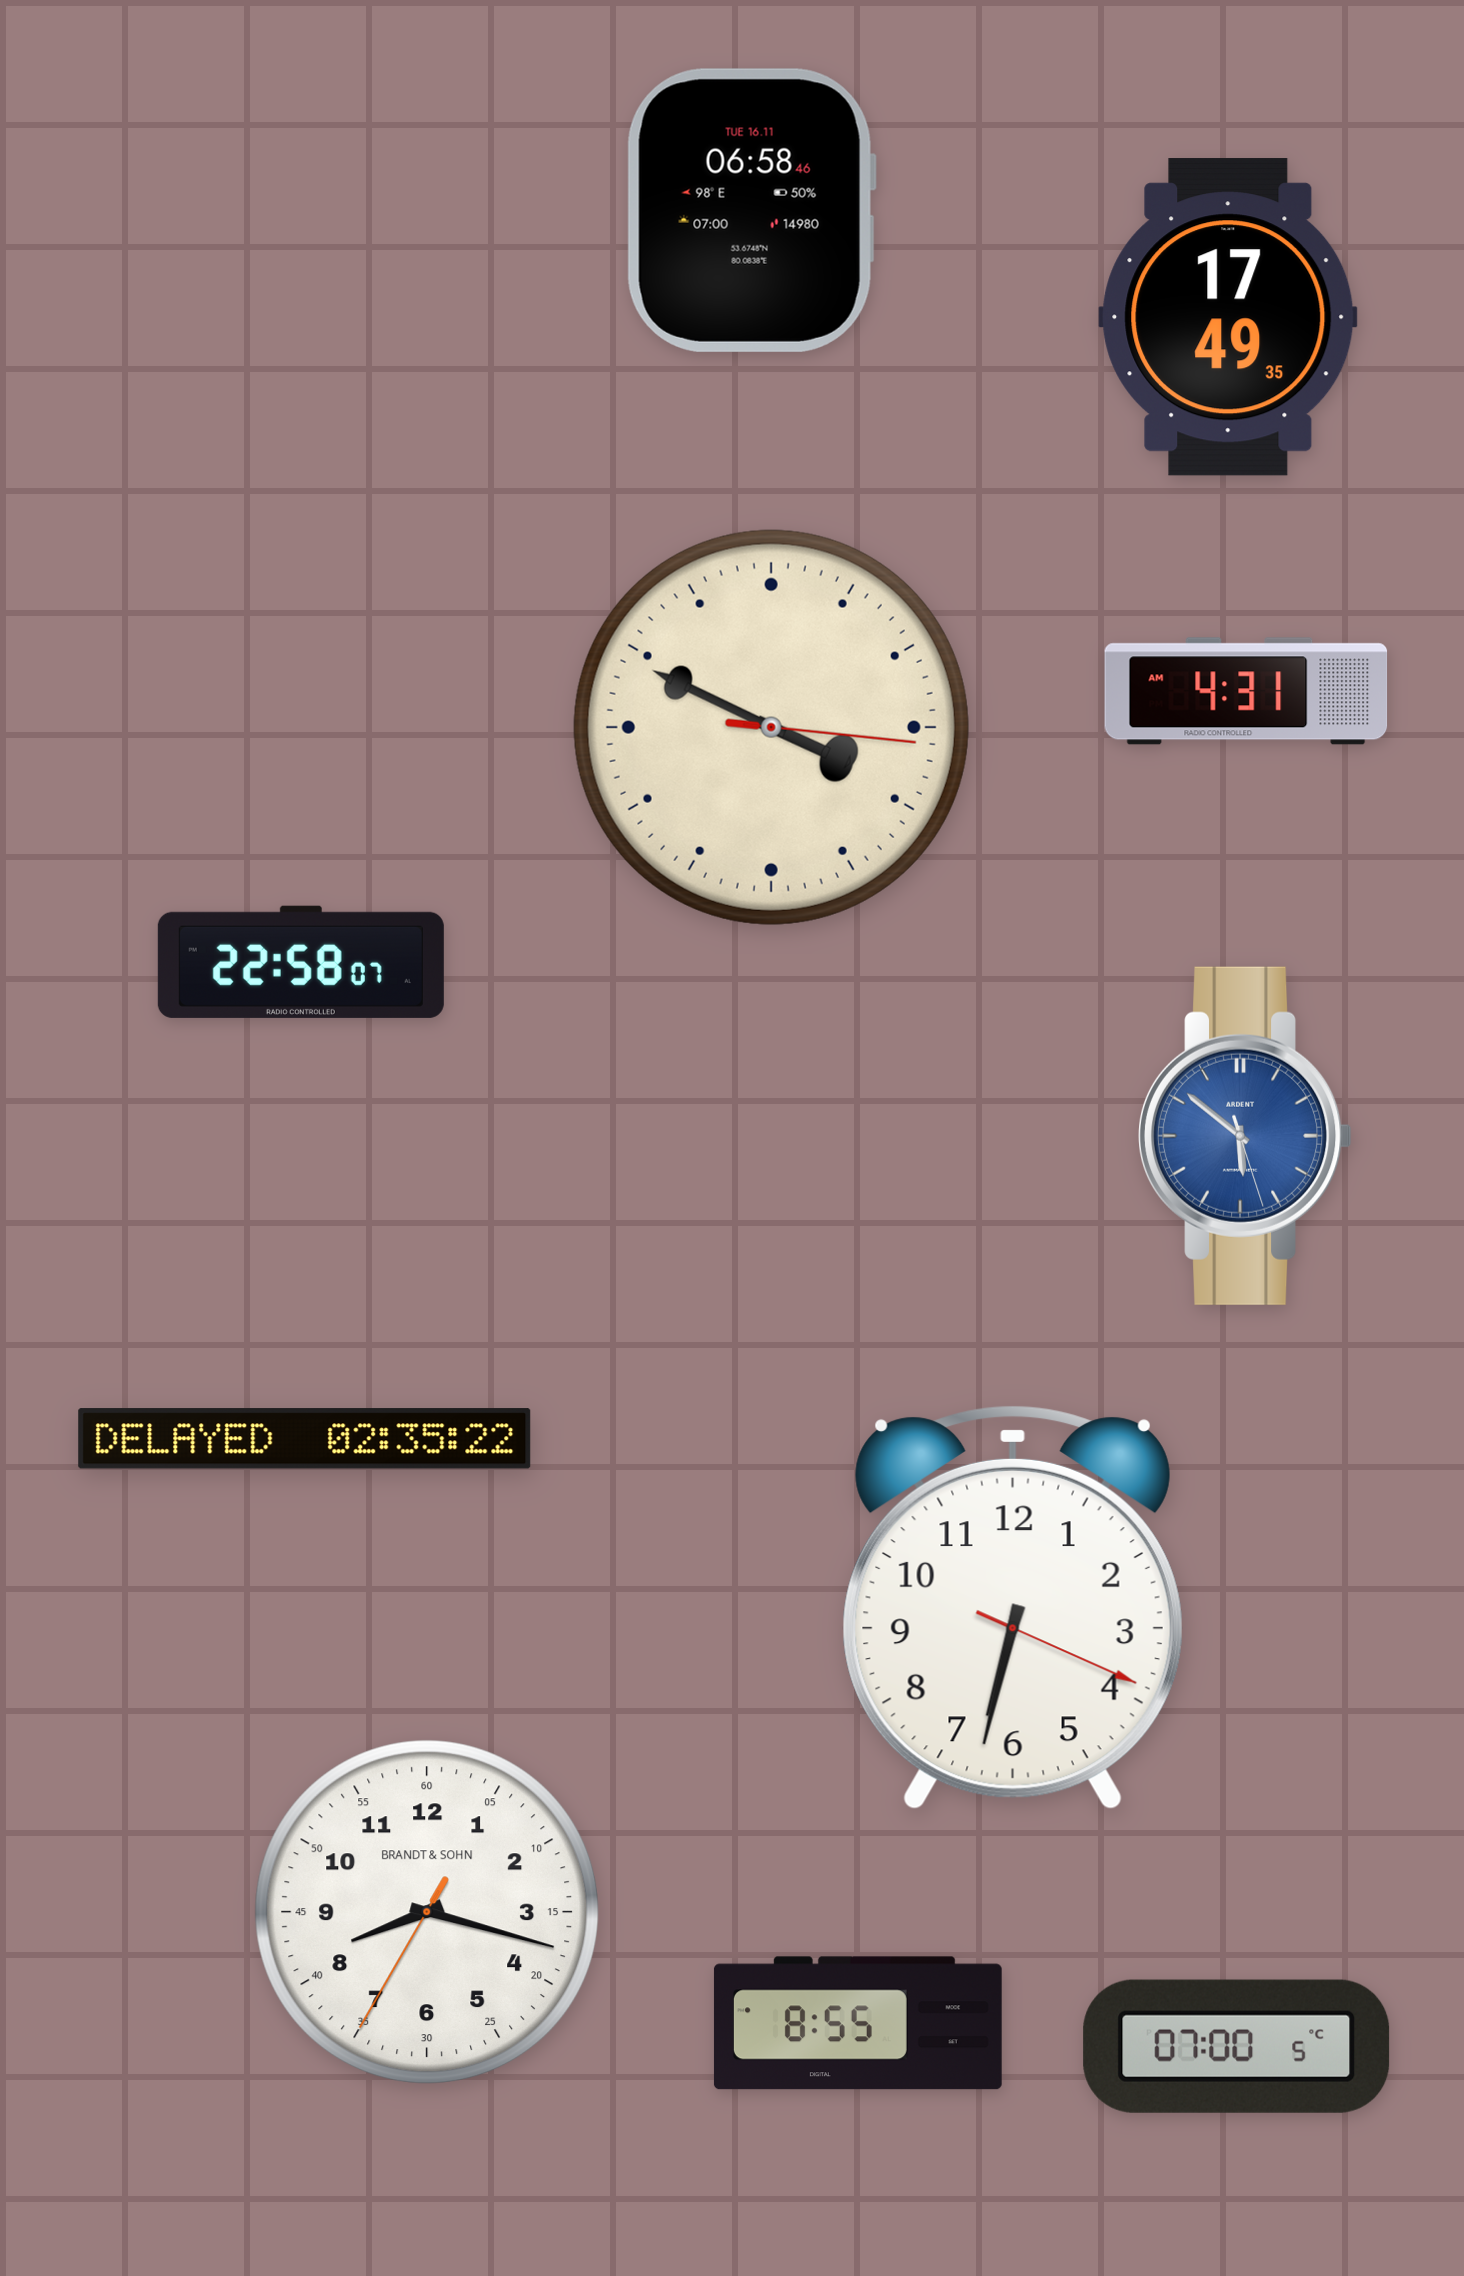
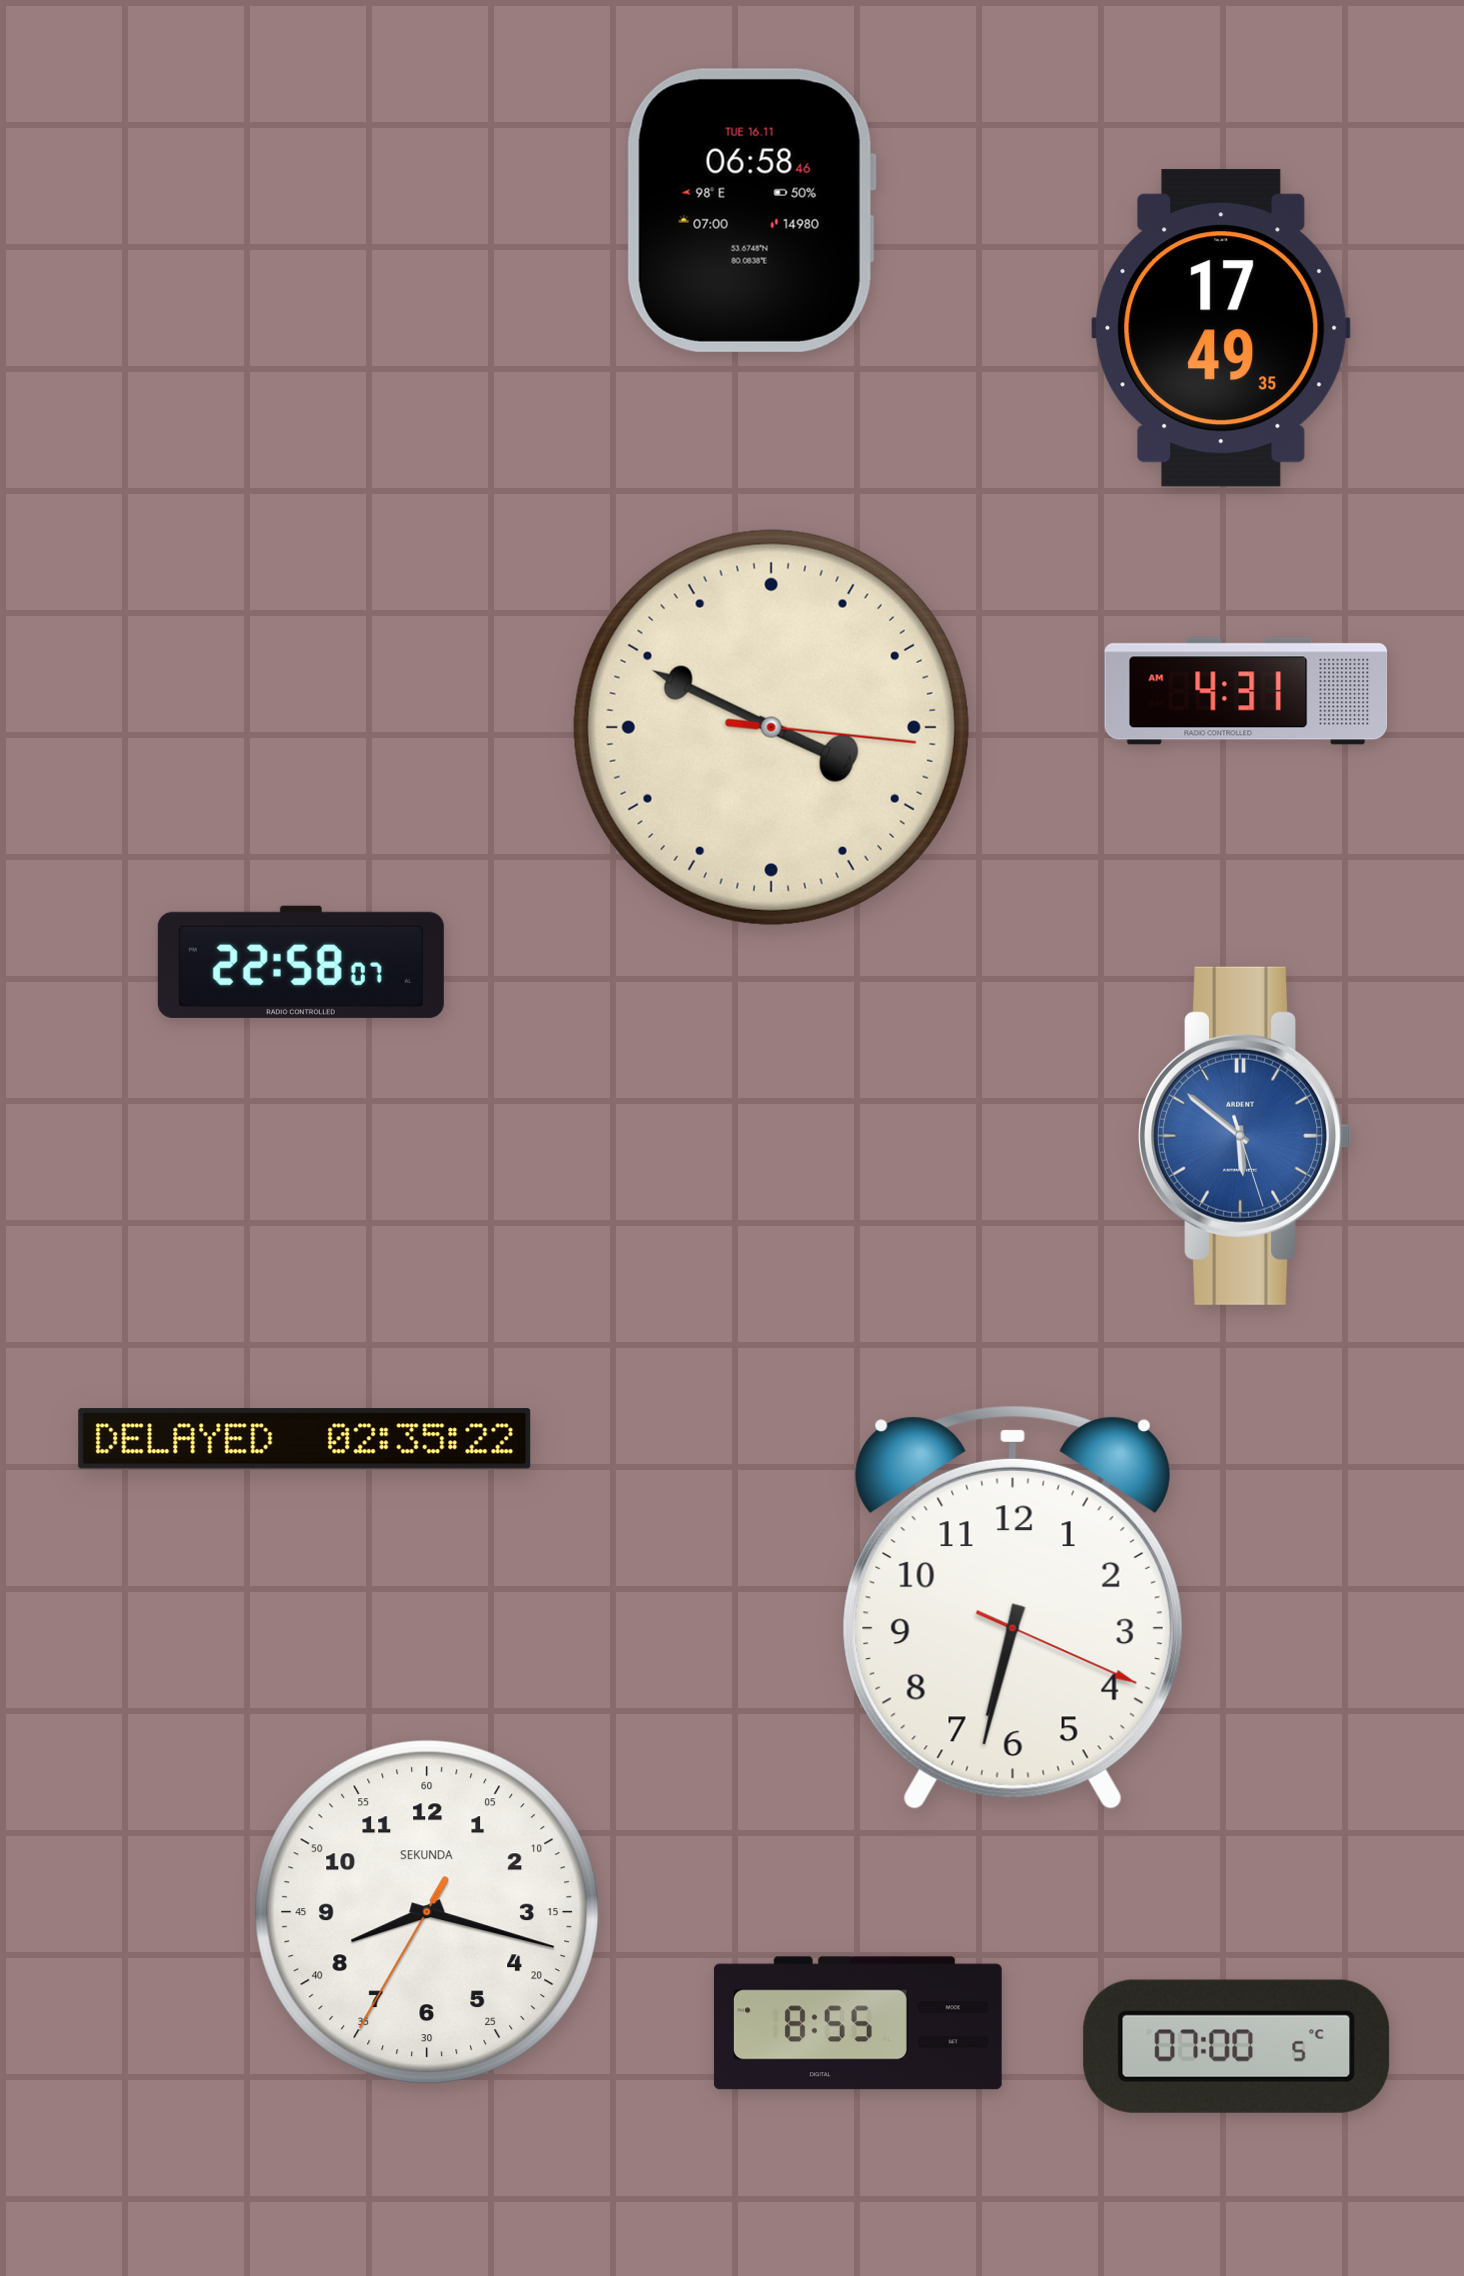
clock at (1228, 317) position: (1228, 317) -> (1221, 328)
clock at (426, 1911) brand: BRANDT & SOHN -> SEKUNDA
